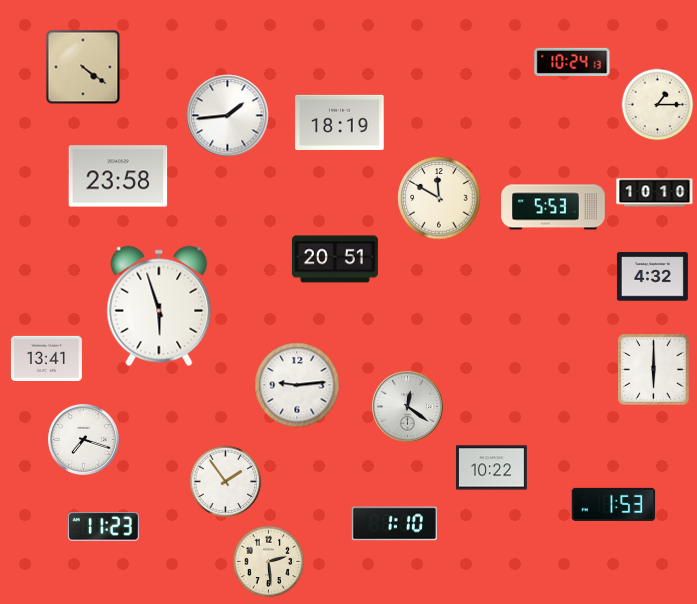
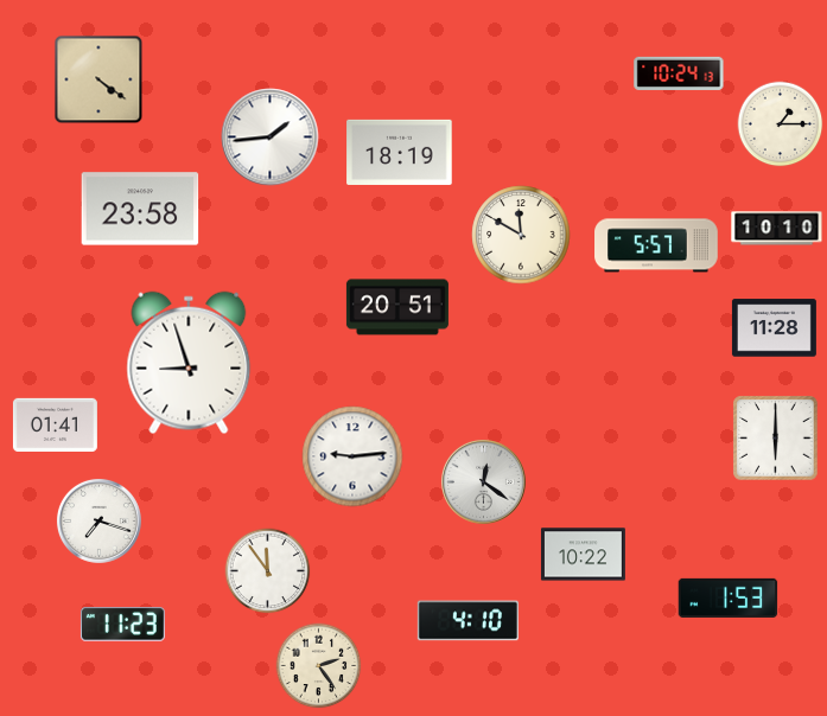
clock at (340, 122) position: (340, 122) -> (400, 152)
clock at (553, 207): 5:53 -> 5:57
clock at (652, 277): 4:32 -> 11:28
clock at (159, 306): 5:57 -> 8:57
clock at (46, 358): 13:41 -> 01:41
clock at (226, 482): 1:54 -> 11:54
clock at (394, 524): 1:10 -> 4:10
clock at (269, 562): 2:29 -> 2:24
